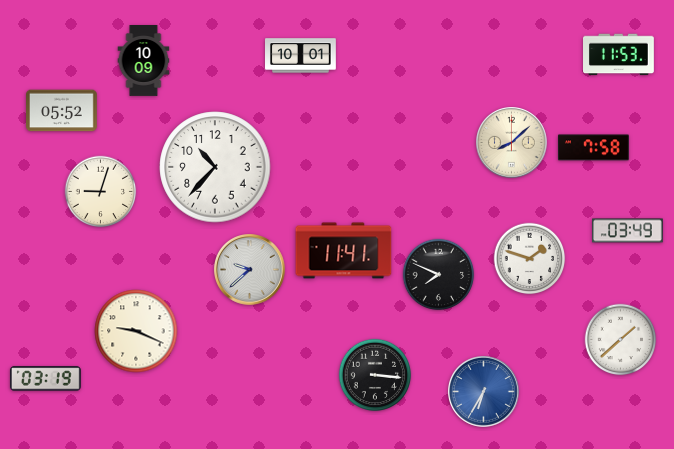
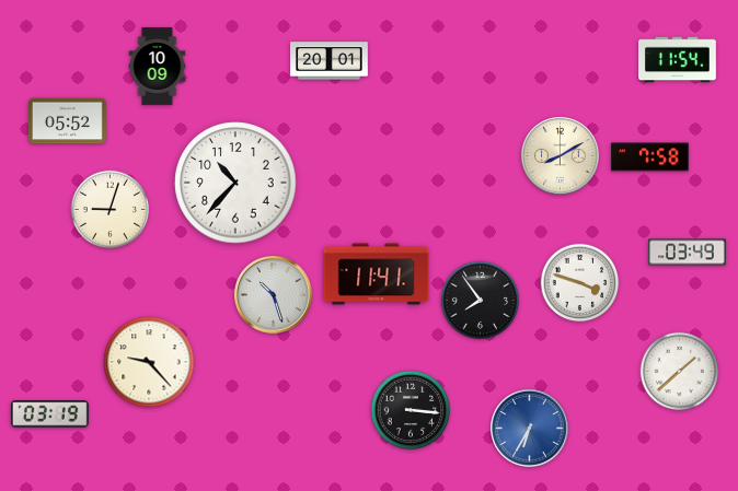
clock at (619, 55): 11:53 -> 11:54
clock at (301, 56): 10:01 -> 20:01
clock at (512, 143): 8:08 -> 8:10
clock at (594, 148) position: (594, 148) -> (650, 157)
clock at (530, 259): 1:48 -> 3:48
clock at (250, 270): 9:38 -> 10:27
clock at (439, 275): 7:49 -> 7:54
clock at (136, 331): 9:19 -> 9:23
